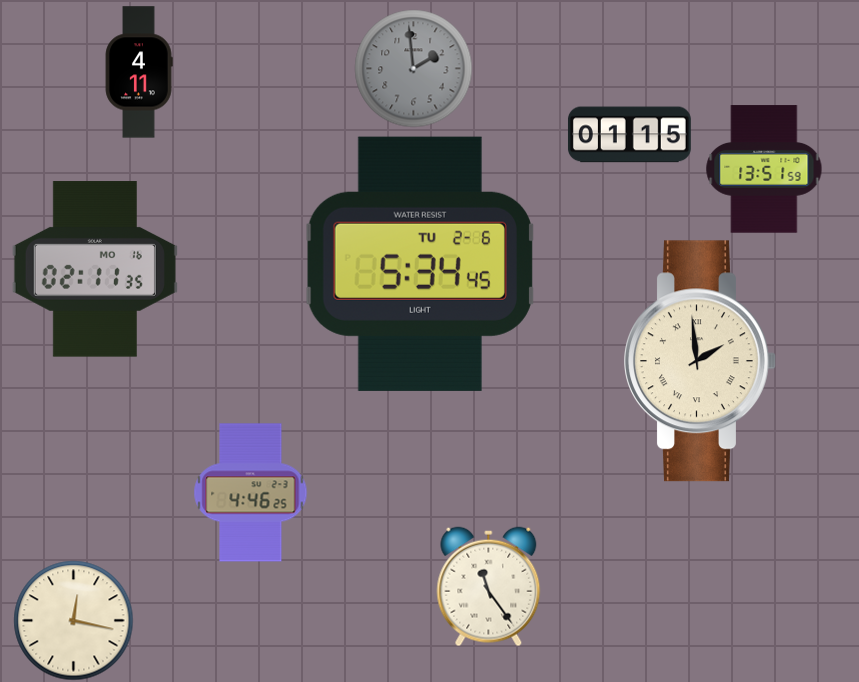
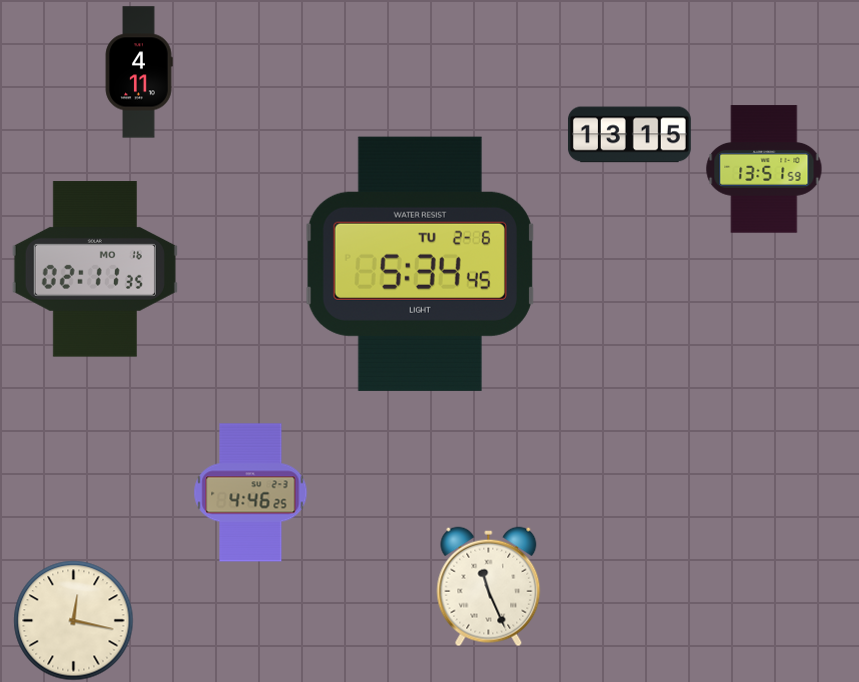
clock at (414, 69): 1:59 -> none
clock at (629, 135): 01:15 -> 13:15
clock at (700, 361): 1:59 -> none
clock at (489, 587): 11:24 -> 11:26
